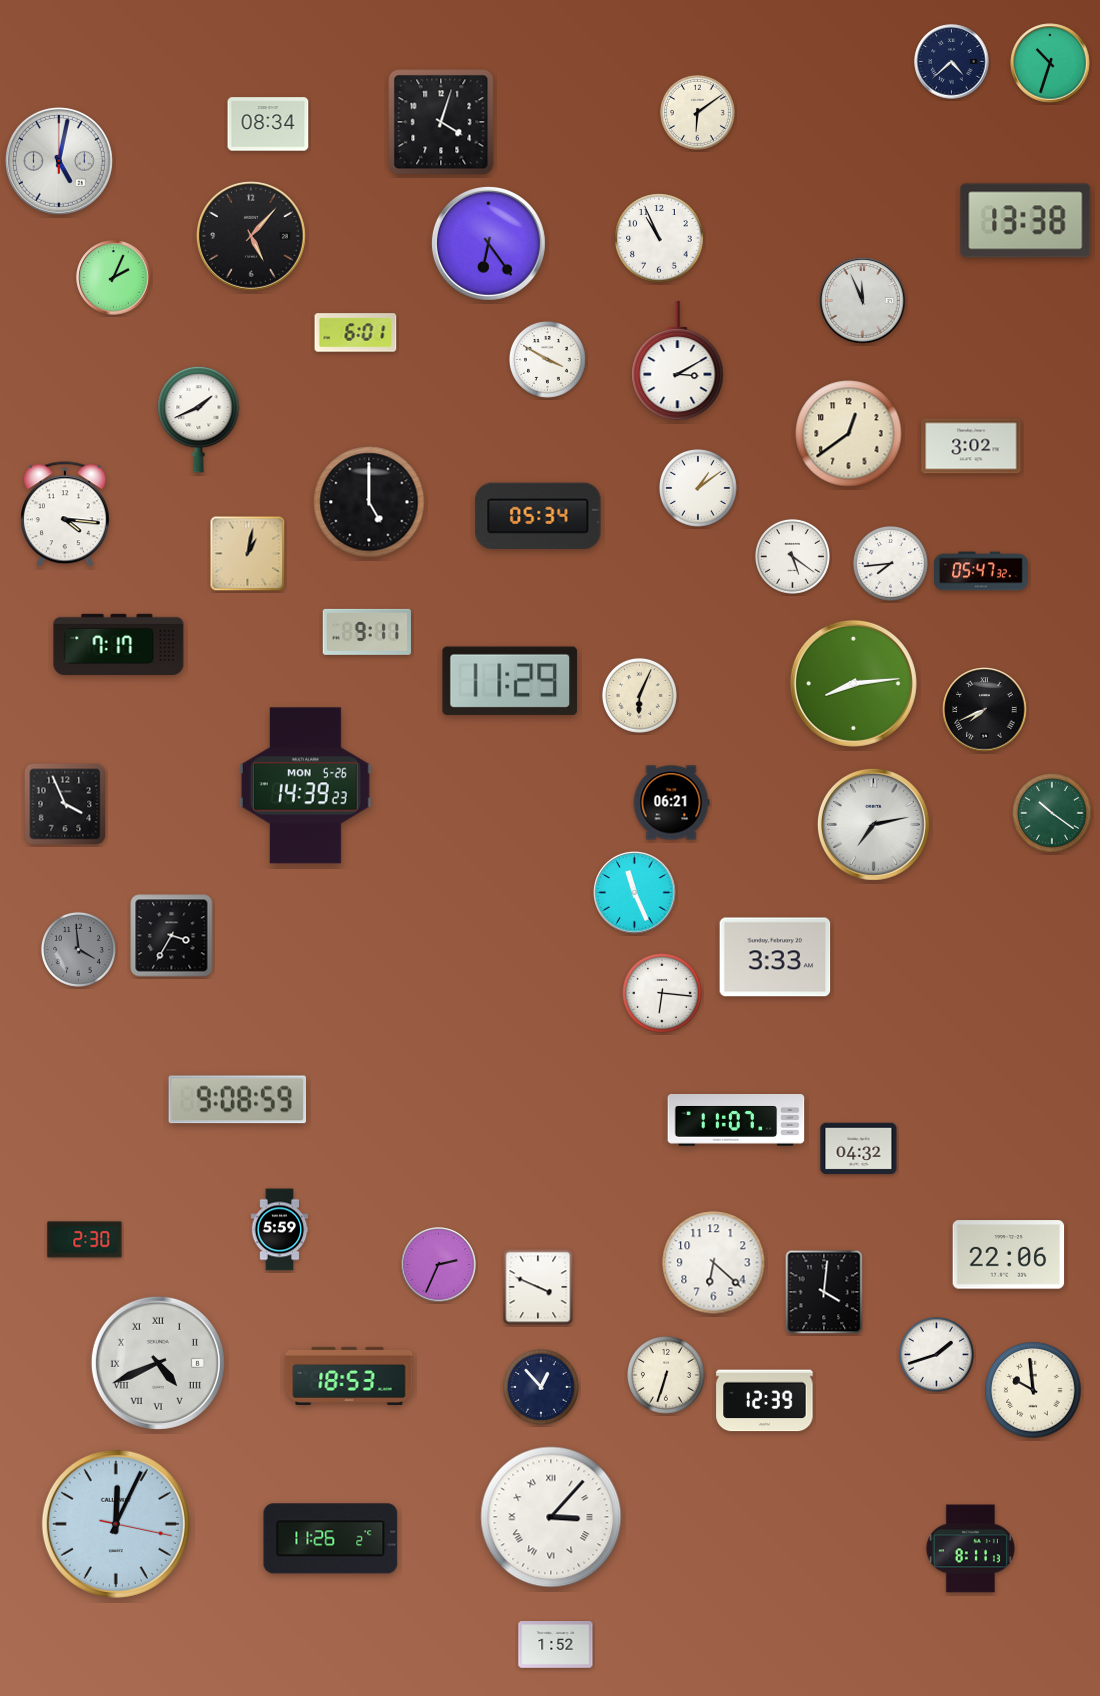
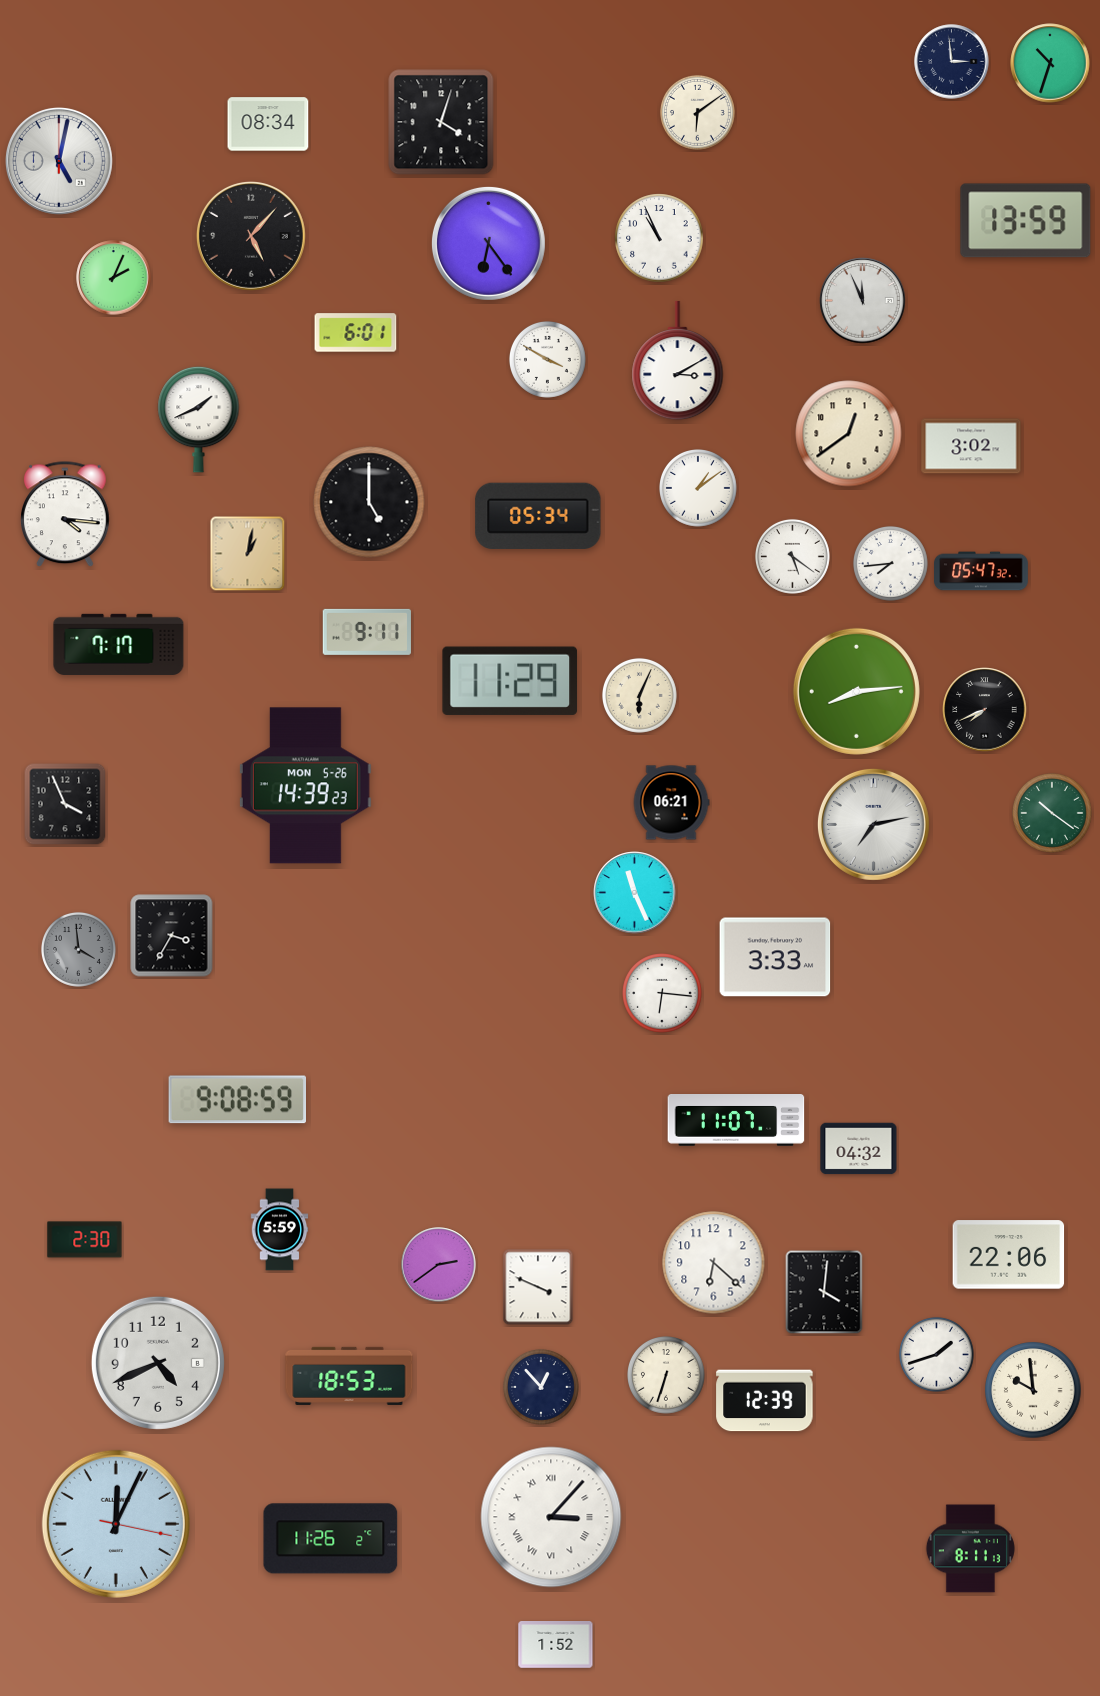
clock at (952, 62): 4:38 -> 2:59
clock at (1026, 221): 13:38 -> 13:59
clock at (853, 683) position: (853, 683) -> (856, 691)
clock at (439, 1265): 2:34 -> 2:39
clock at (158, 1363) numerals: Roman -> Arabic
